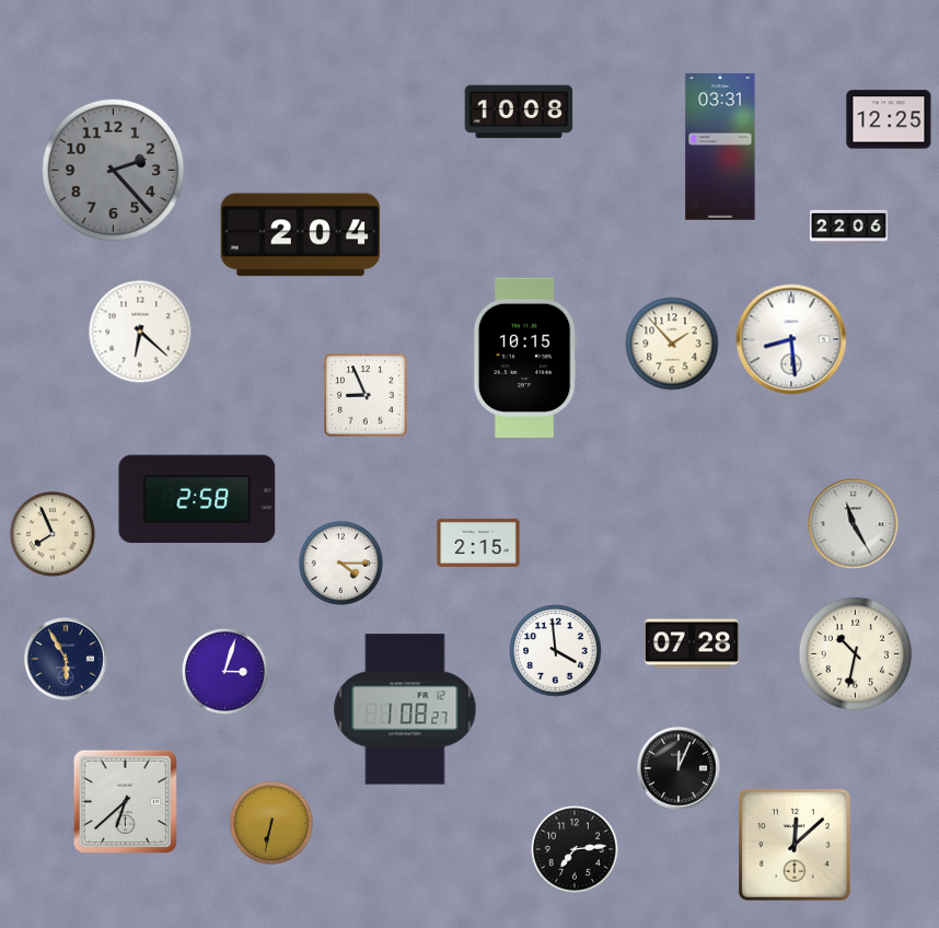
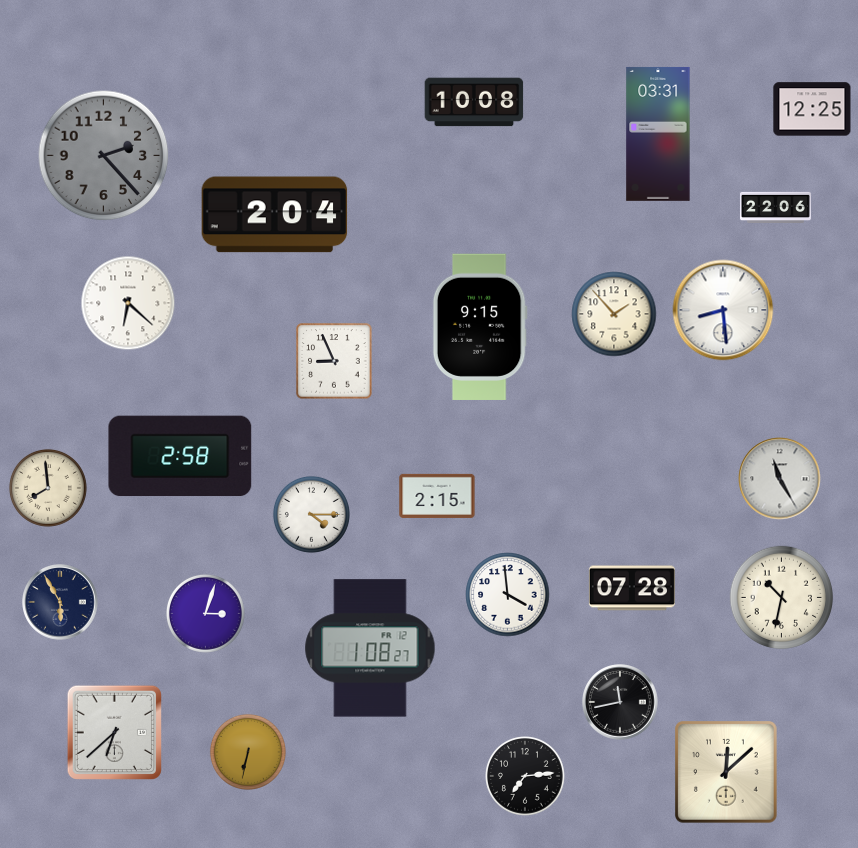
clock at (525, 358): 10:15 -> 9:15
clock at (53, 534): 7:56 -> 7:59
clock at (679, 768): 12:04 -> 11:43
